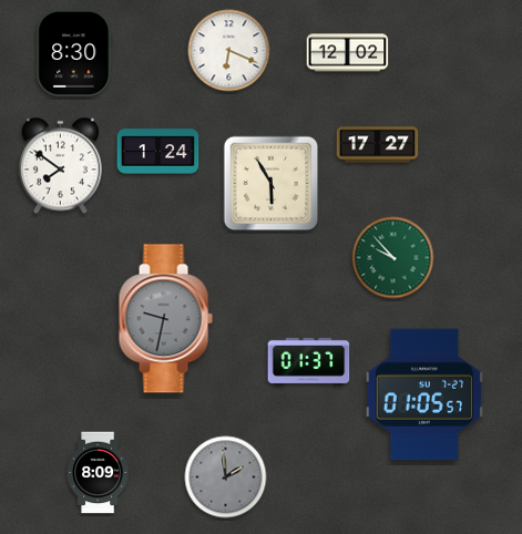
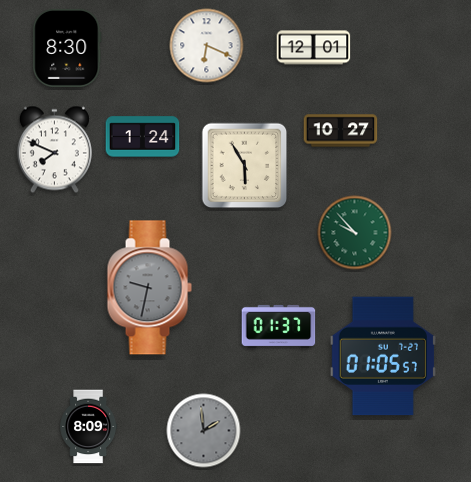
clock at (348, 53): 12:02 -> 12:01
clock at (378, 145): 17:27 -> 10:27
clock at (60, 166): 7:51 -> 7:49
